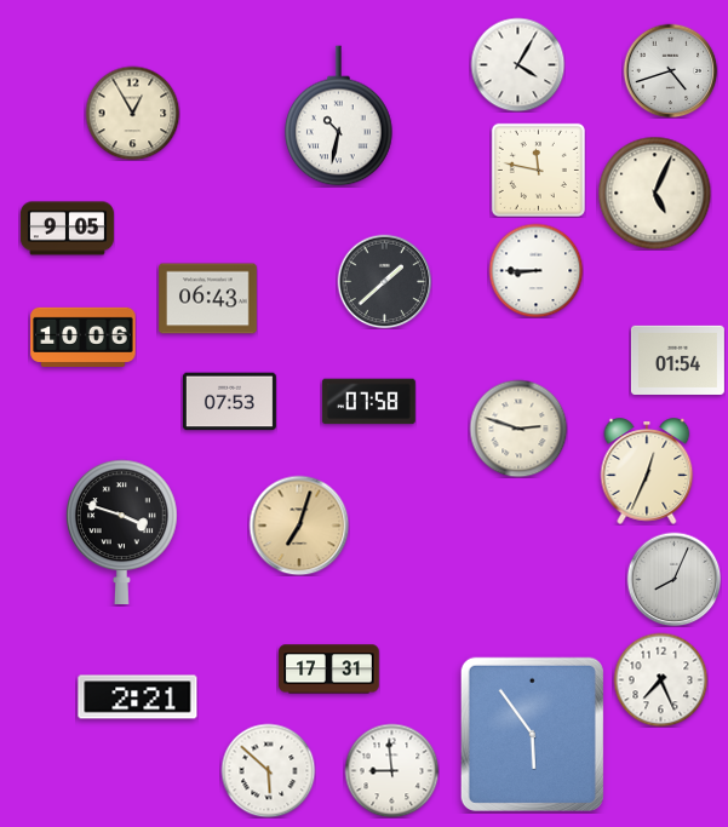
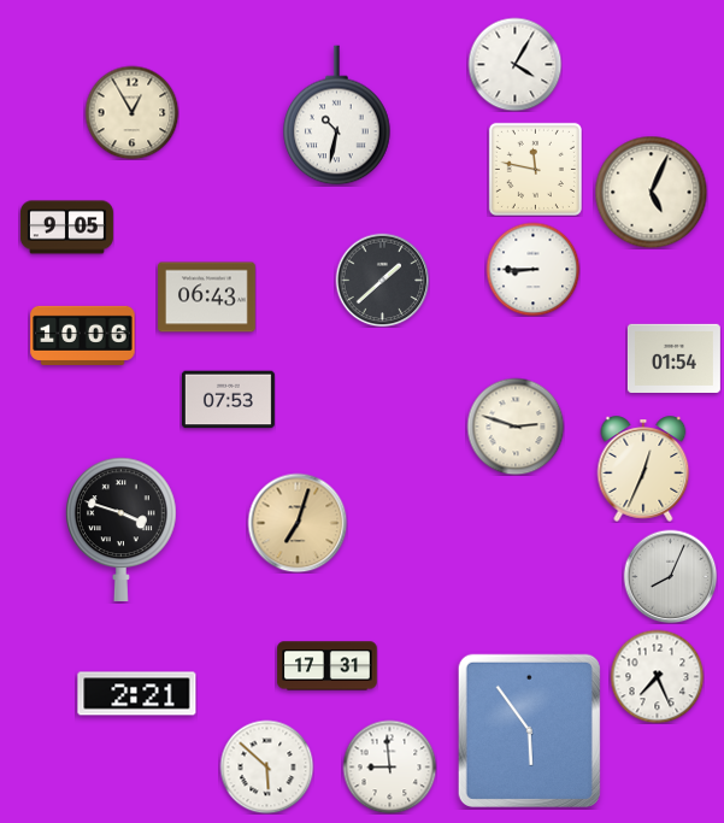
clock at (670, 70): 4:42 -> none
clock at (368, 402): 07:58 -> none
